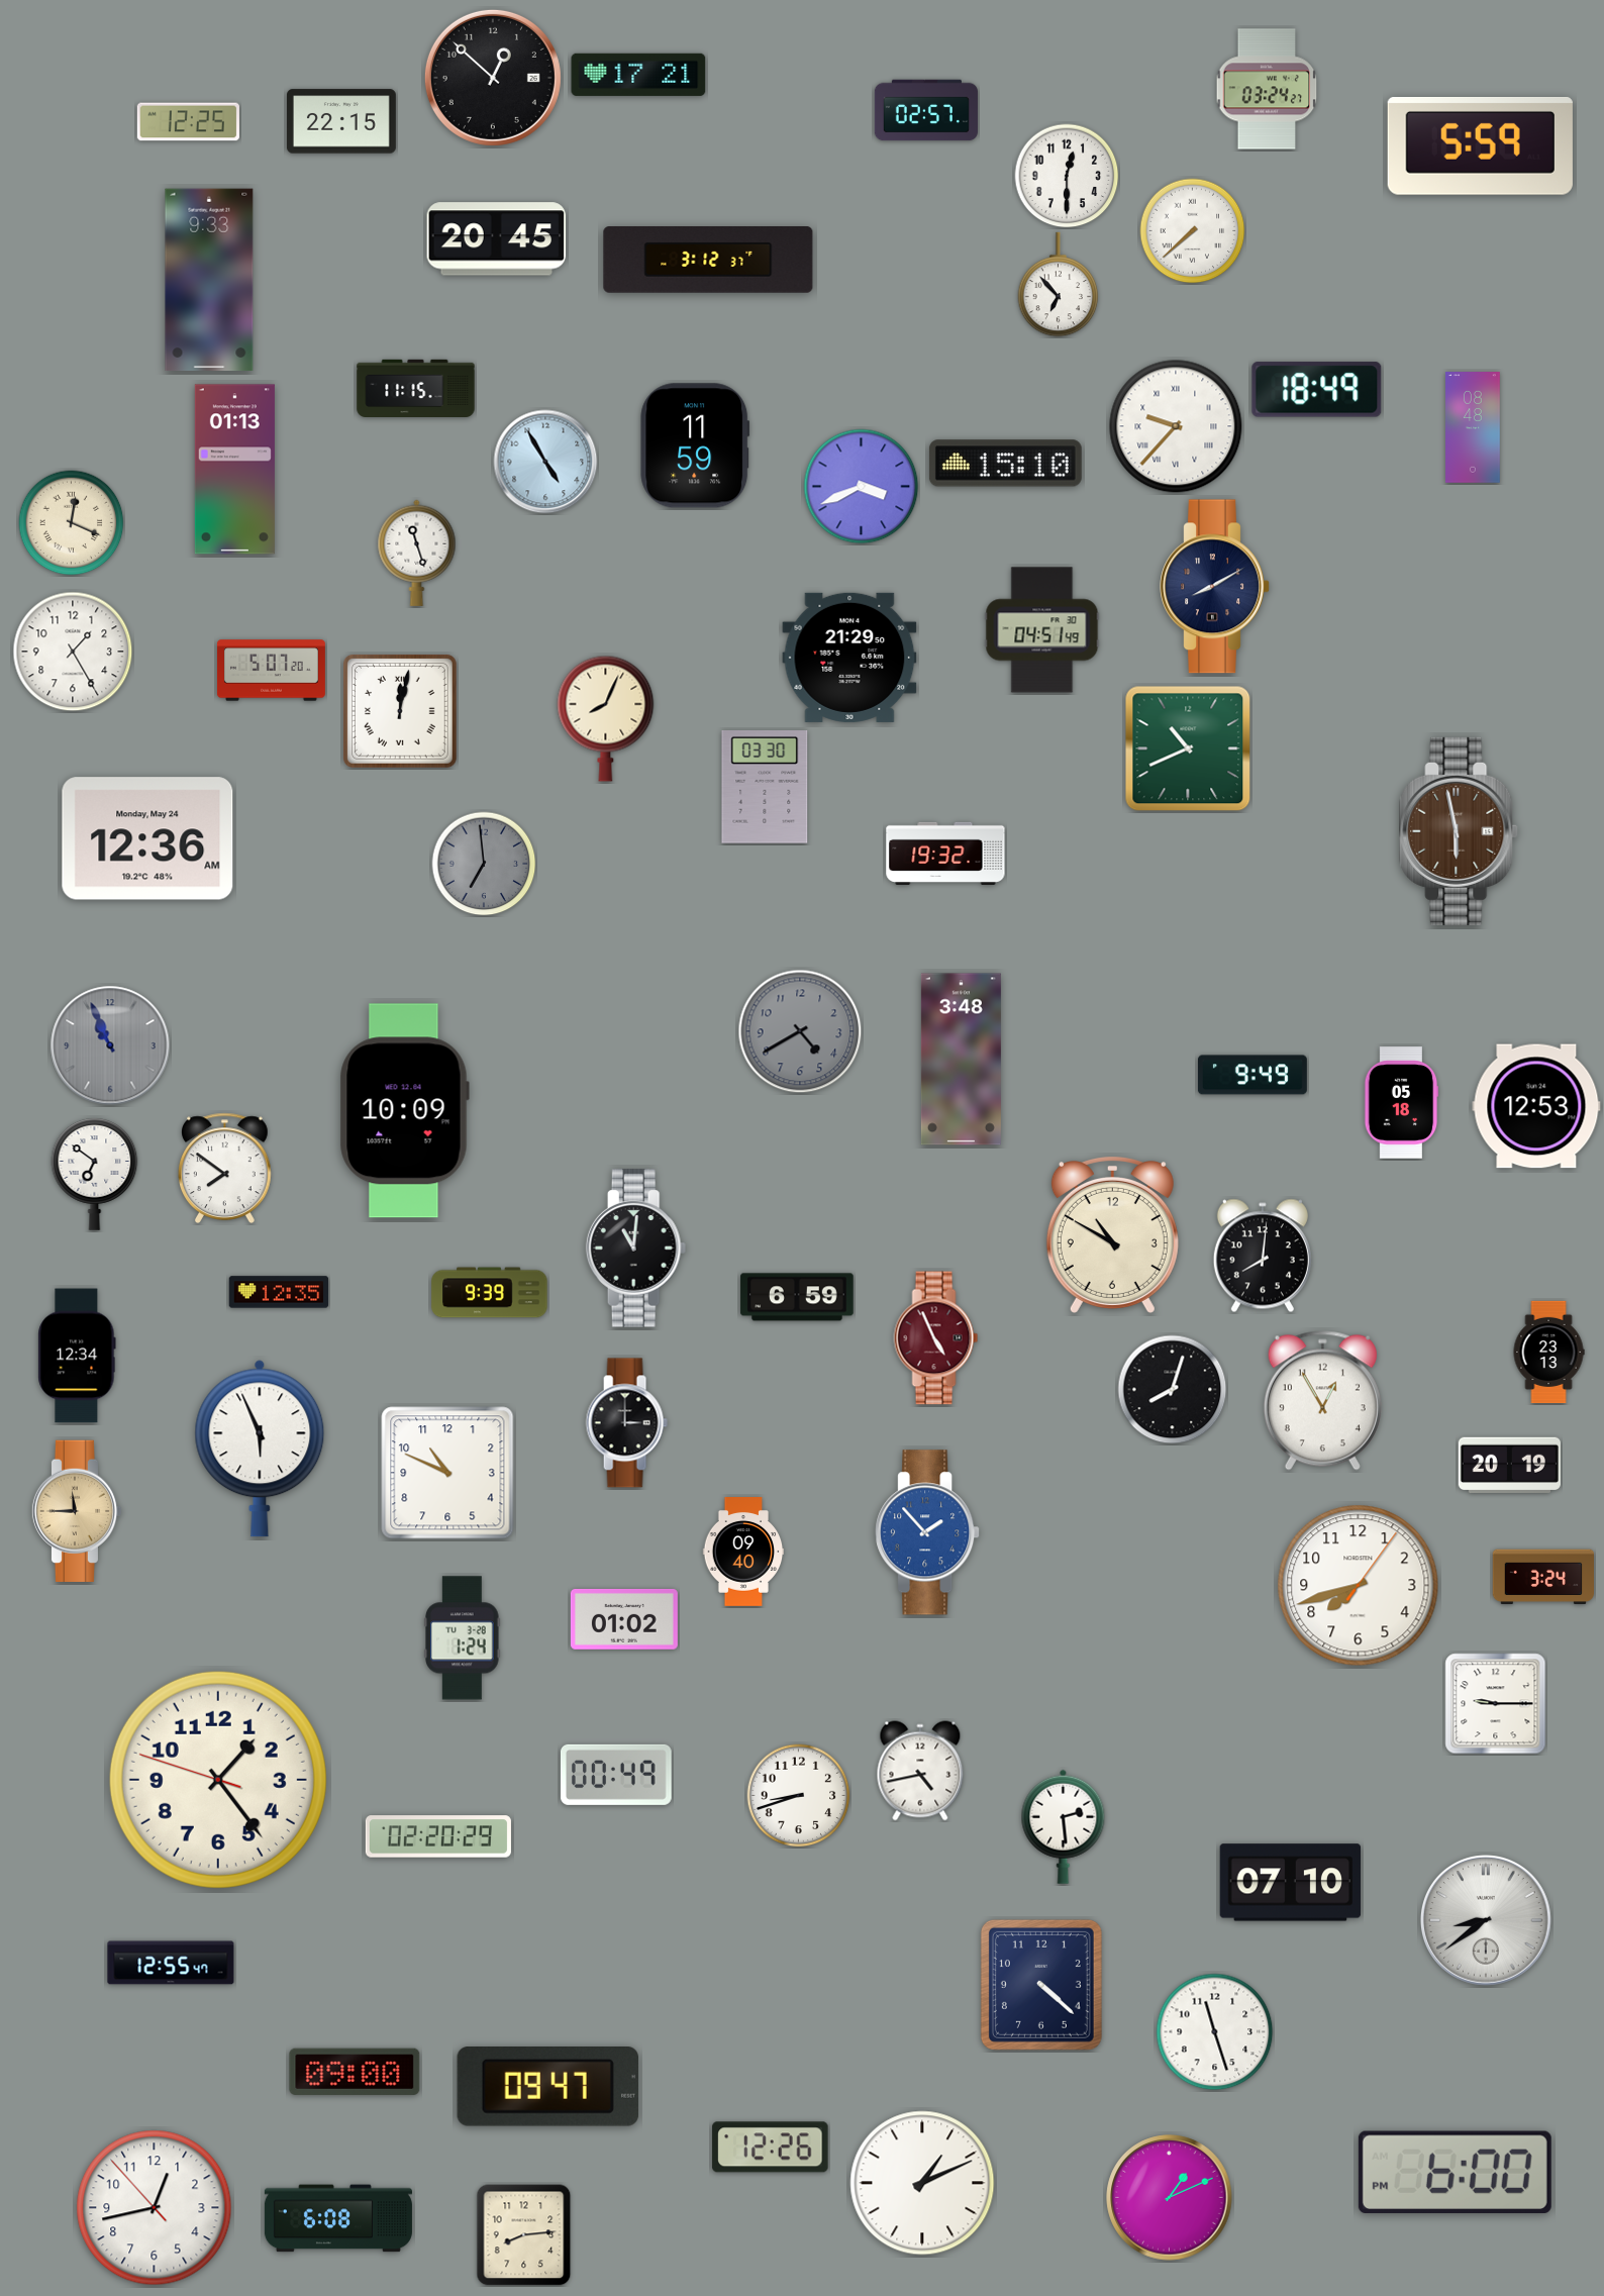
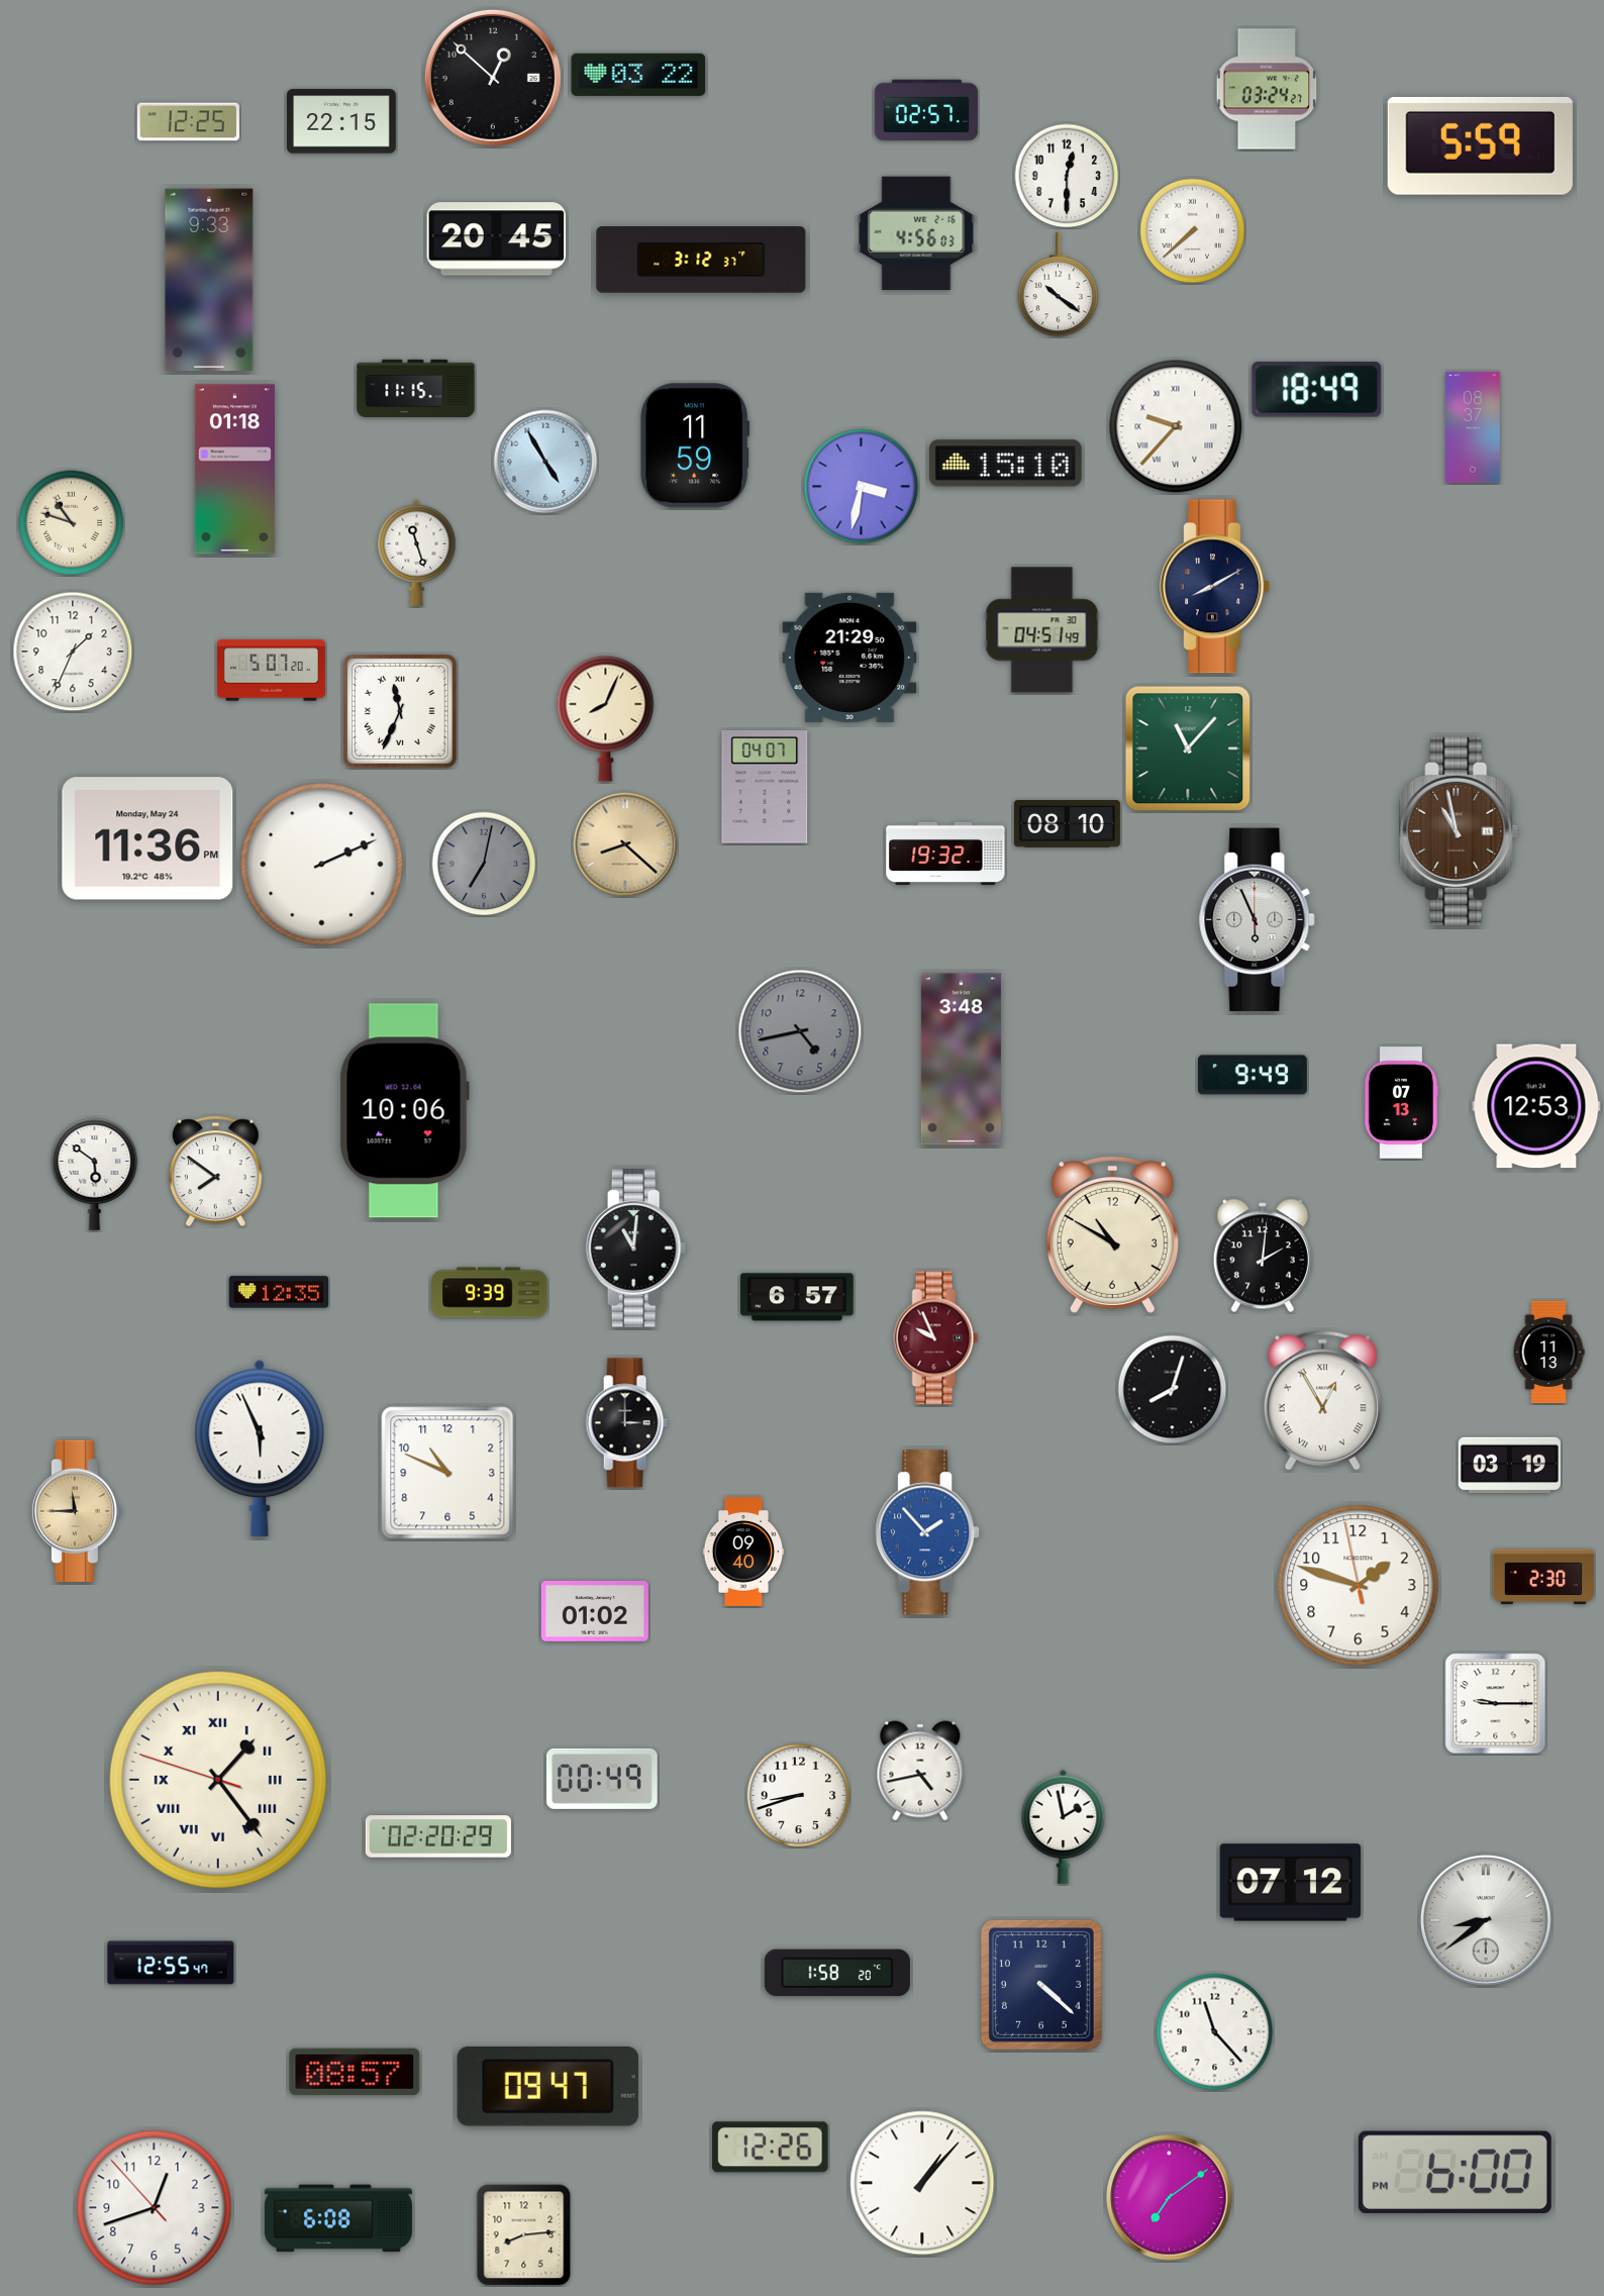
clock at (638, 75): 17:21 -> 03:22
clock at (916, 233): none -> 4:56
clock at (708, 261) position: (708, 261) -> (701, 261)
clock at (1059, 285): 6:53 -> 10:21
clock at (1474, 427): 08:48 -> 08:37
clock at (234, 470): 01:13 -> 01:18
clock at (862, 487): 3:41 -> 3:32
clock at (72, 523): 12:19 -> 10:48
clock at (73, 652): 1:25 -> 1:34
clock at (400, 711): 12:02 -> 11:34
clock at (1188, 748): 10:41 -> 11:07
clock at (765, 788): 03:30 -> 04:07
clock at (1067, 824): none -> 08:10
clock at (1460, 831): 5:58 -> 10:58
clock at (147, 838): 12:36 -> 11:36
clock at (625, 844): none -> 8:22
clock at (484, 864): 6:59 -> 7:02
clock at (322, 865): none -> 2:11
clock at (1258, 919): none -> 5:56
clock at (800, 1031): 4:40 -> 4:43
clock at (110, 1045): 10:56 -> none
clock at (1401, 1103): 05:18 -> 07:13
clock at (404, 1111): 10:09 -> 10:06
clock at (225, 1168) position: (225, 1168) -> (216, 1171)
clock at (95, 1174): 6:51 -> 5:51
clock at (1263, 1256): 8:01 -> 2:01
clock at (797, 1297): 6:59 -> 6:57
clock at (936, 1338): 4:56 -> 9:56
clock at (1548, 1352): 23:13 -> 11:13
clock at (77, 1356): 12:34 -> none
clock at (1322, 1401) numerals: Arabic -> Roman
clock at (1509, 1466): 20:19 -> 03:19
clock at (1542, 1577): 3:24 -> 2:30
clock at (1359, 1586): 7:42 -> 1:47
clock at (624, 1619) position: (624, 1619) -> (595, 1611)
clock at (463, 1638): 1:24 -> none
clock at (616, 1775) position: (616, 1775) -> (602, 1779)
clock at (218, 1780) numerals: Arabic -> Roman
clock at (1064, 1826): 2:29 -> 1:58
clock at (1291, 1883): 07:10 -> 07:12
clock at (837, 1973): none -> 1:58
clock at (1215, 2032): 11:27 -> 11:23
clock at (355, 2072): 09:00 -> 08:57
clock at (922, 2183): 1:11 -> 1:07
clock at (1170, 2198): 1:11 -> 7:09
clock at (155, 2208): 12:42 -> 12:41
